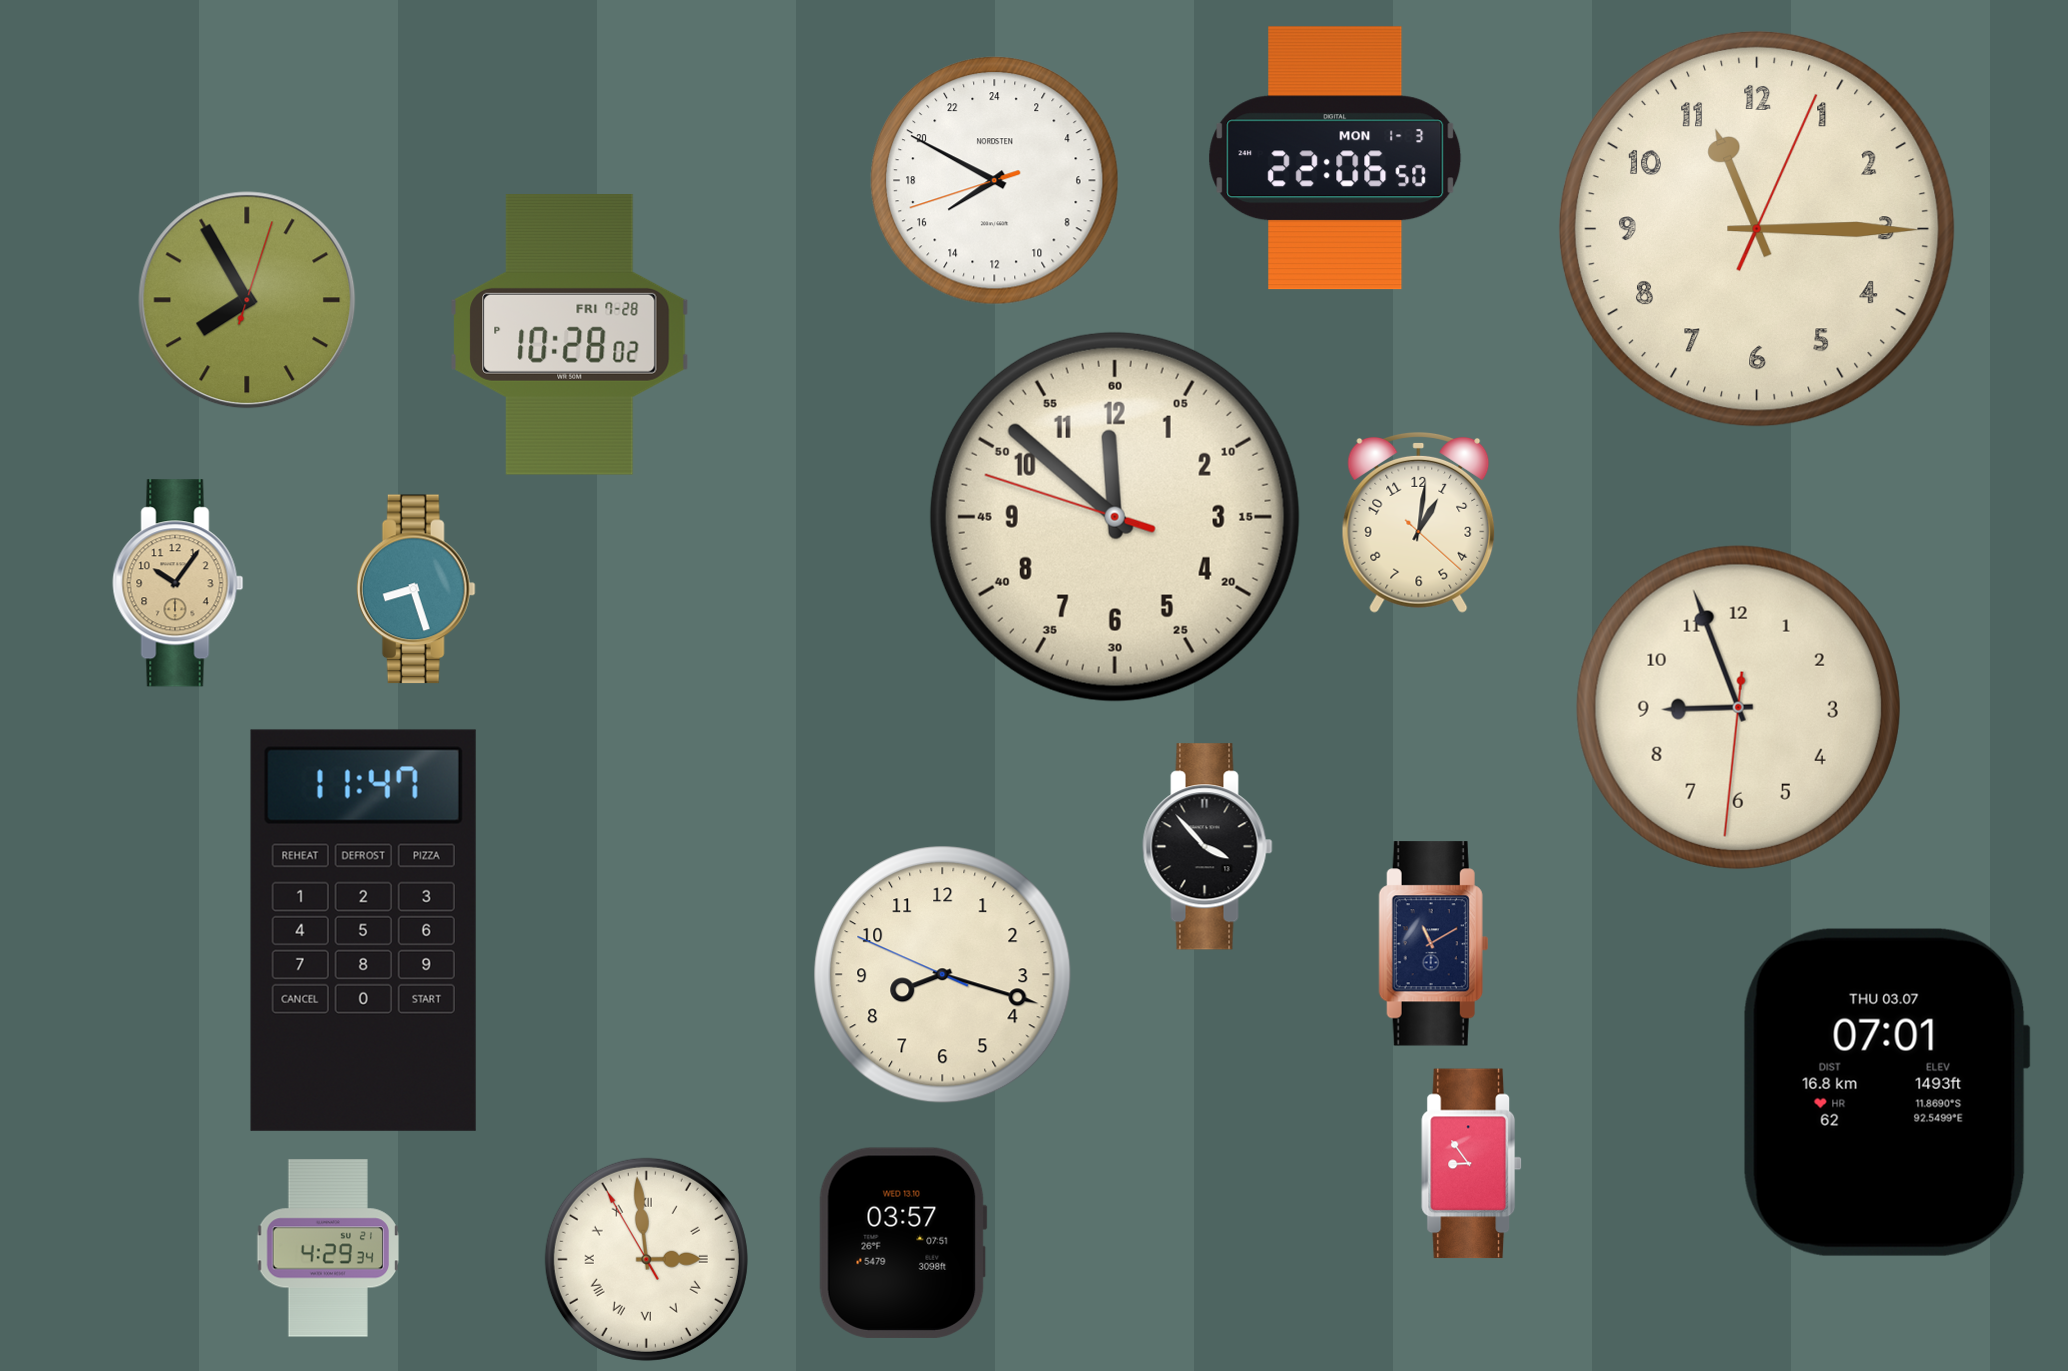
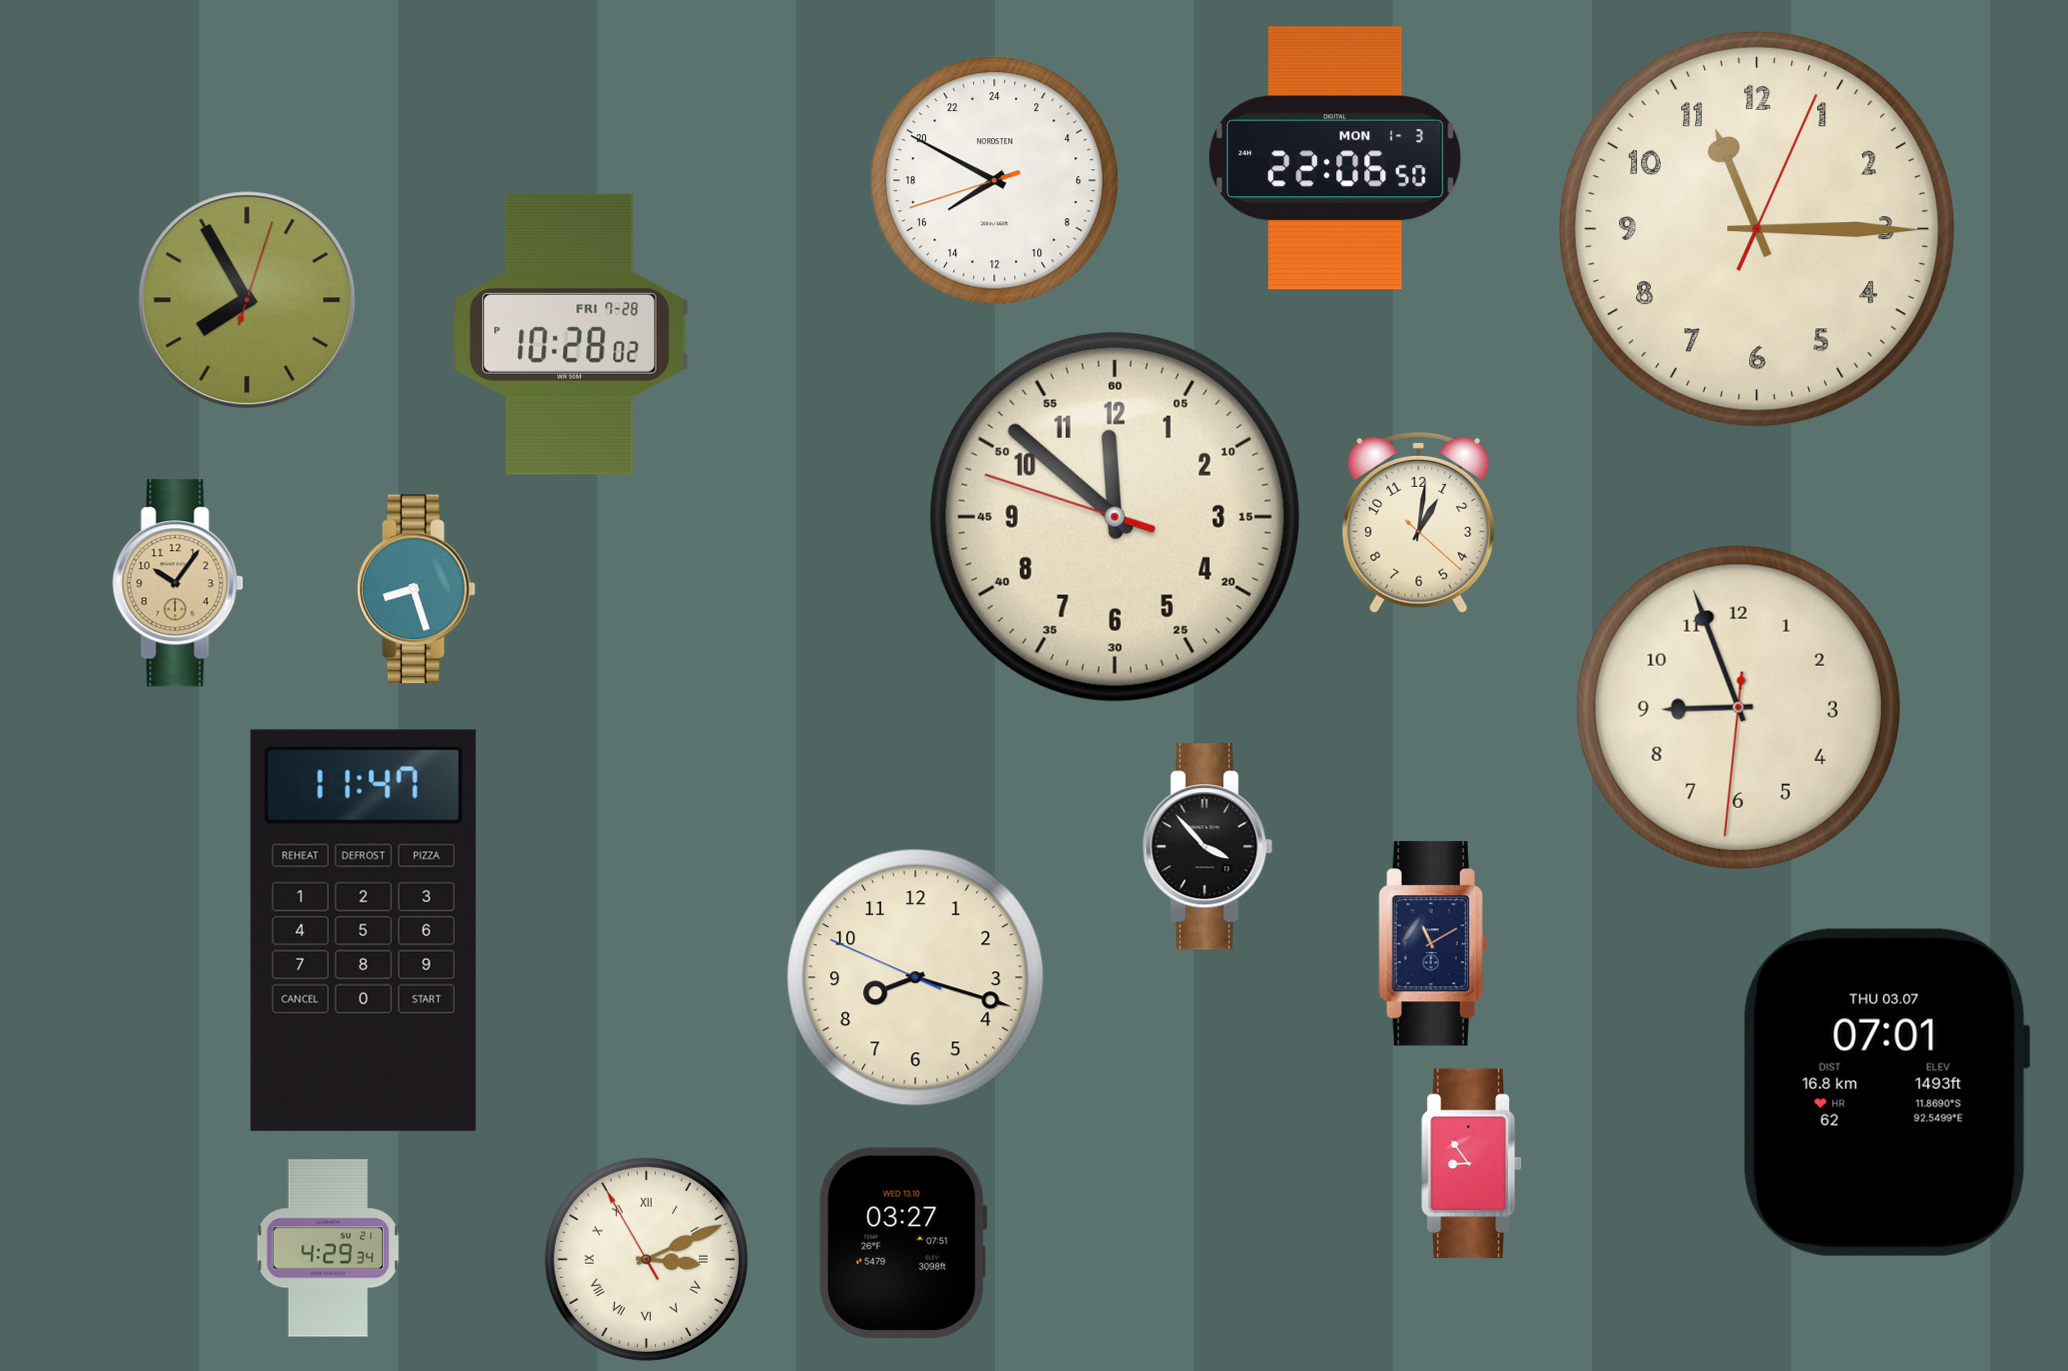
clock at (943, 975) position: (943, 975) -> (916, 978)
clock at (903, 1243): 03:57 -> 03:27
clock at (646, 1259): 2:58 -> 3:10
